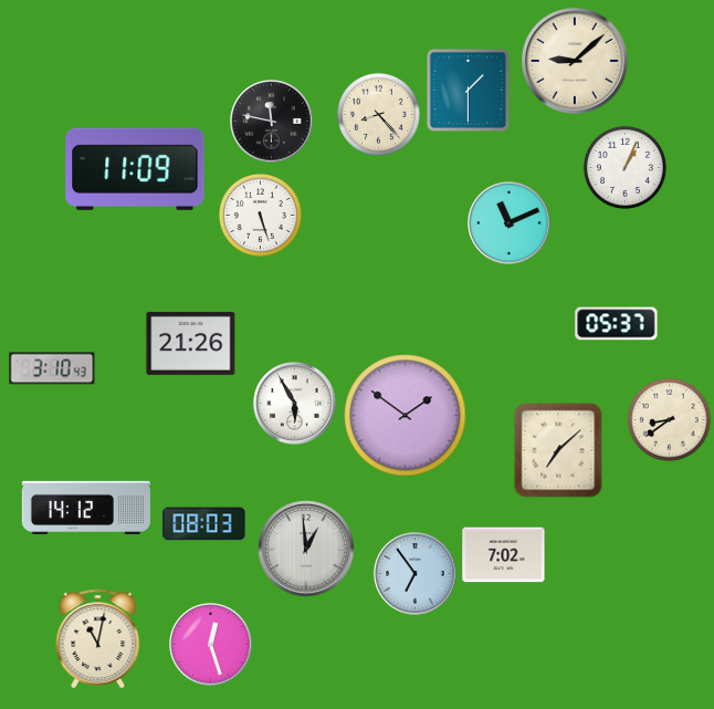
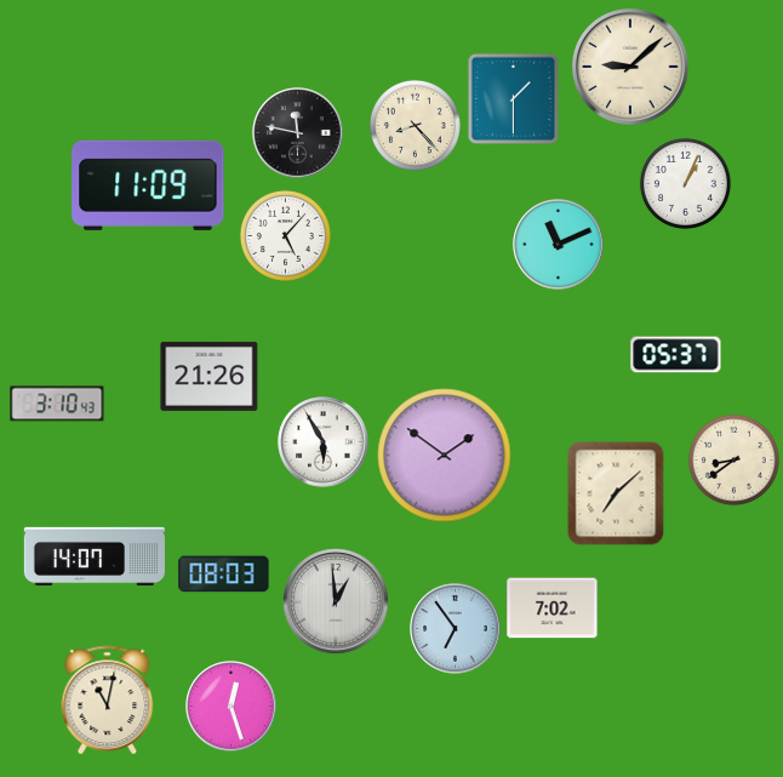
clock at (260, 215): 5:27 -> 5:07
clock at (558, 450) position: (558, 450) -> (616, 493)
clock at (85, 507): 14:12 -> 14:07
